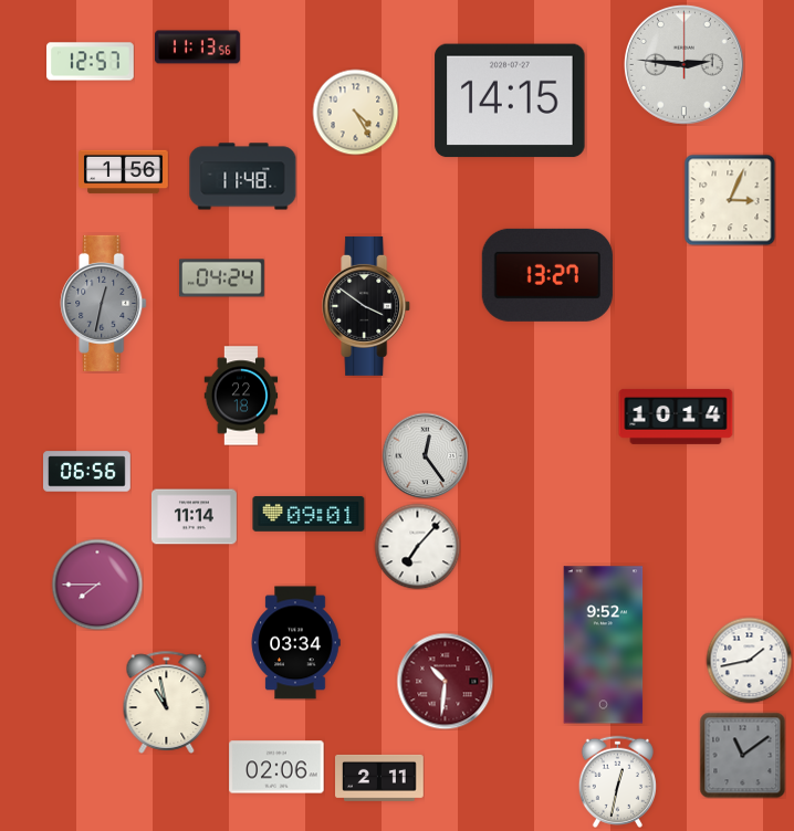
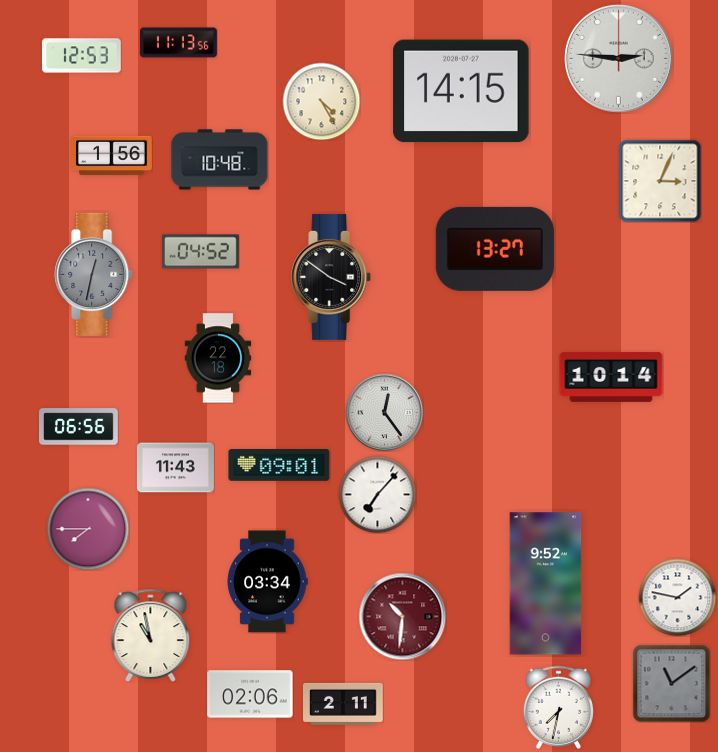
clock at (91, 62): 12:57 -> 12:53
clock at (243, 177): 11:48 -> 10:48
clock at (221, 278): 04:24 -> 04:52
clock at (194, 517): 11:14 -> 11:43
clock at (749, 660): 1:43 -> 1:47
clock at (617, 781): 12:32 -> 7:32
